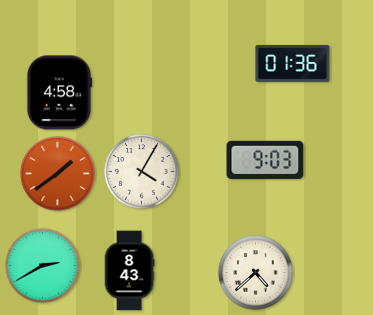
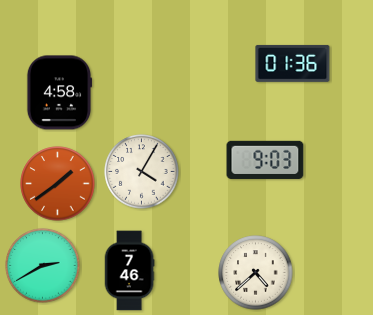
clock at (58, 174) position: (58, 174) -> (58, 184)
clock at (129, 271): 8:43 -> 7:46
